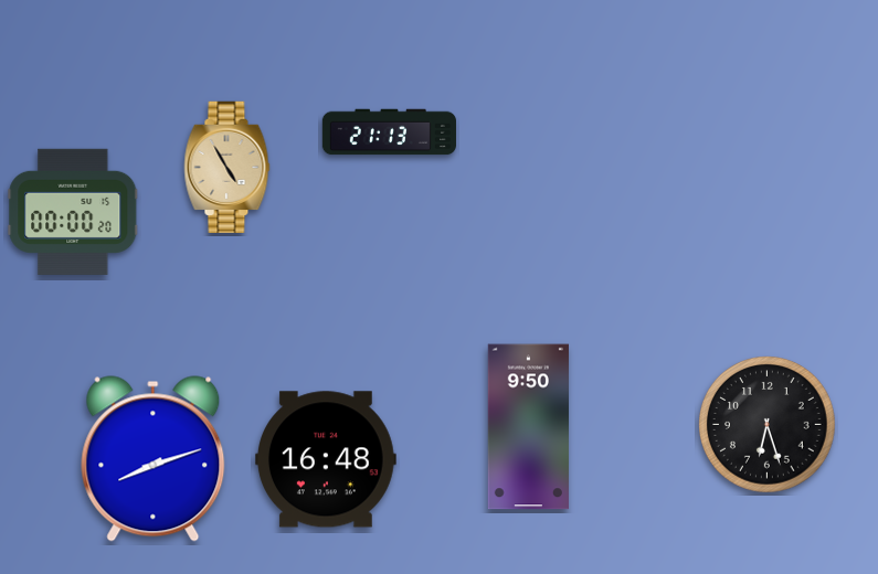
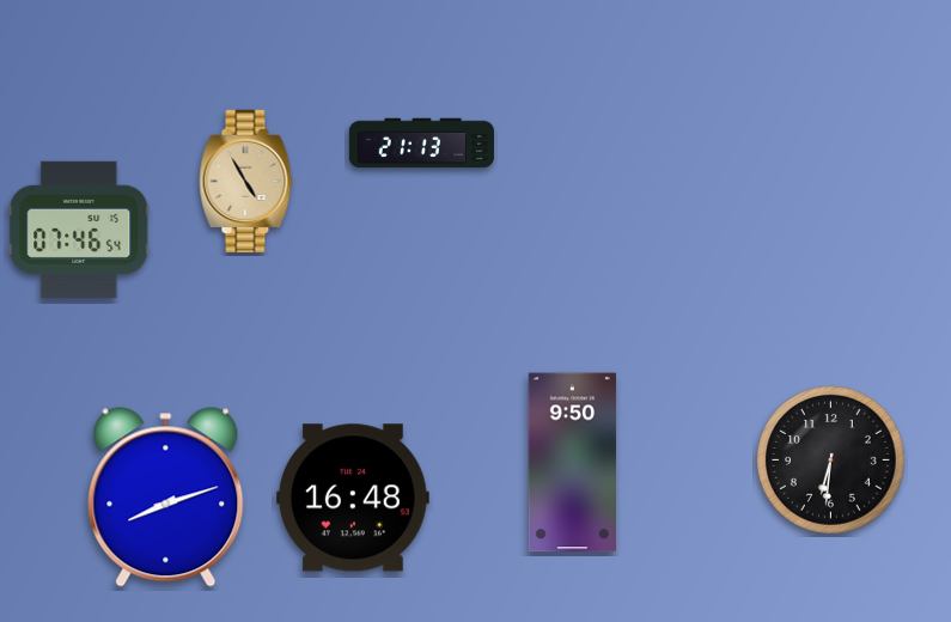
clock at (73, 212): 00:00 -> 07:46
clock at (768, 425): 6:27 -> 6:31
